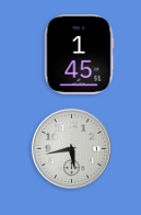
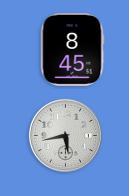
clock at (79, 55): 1:45 -> 8:45
